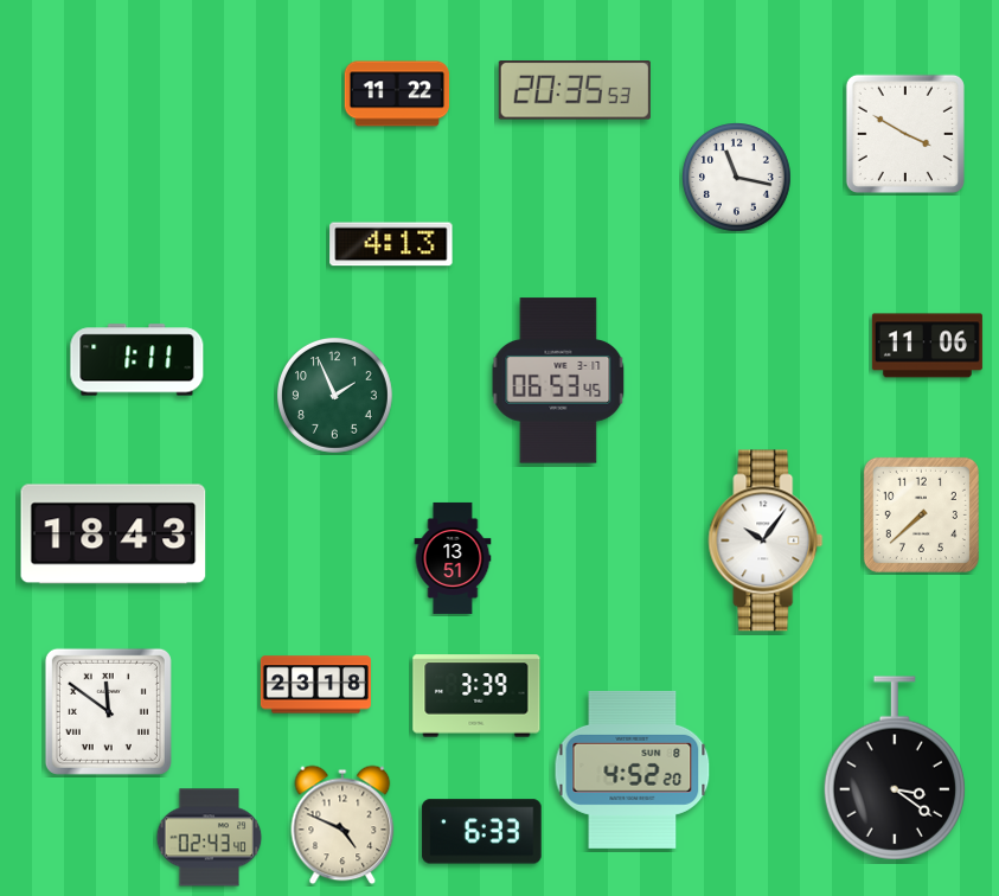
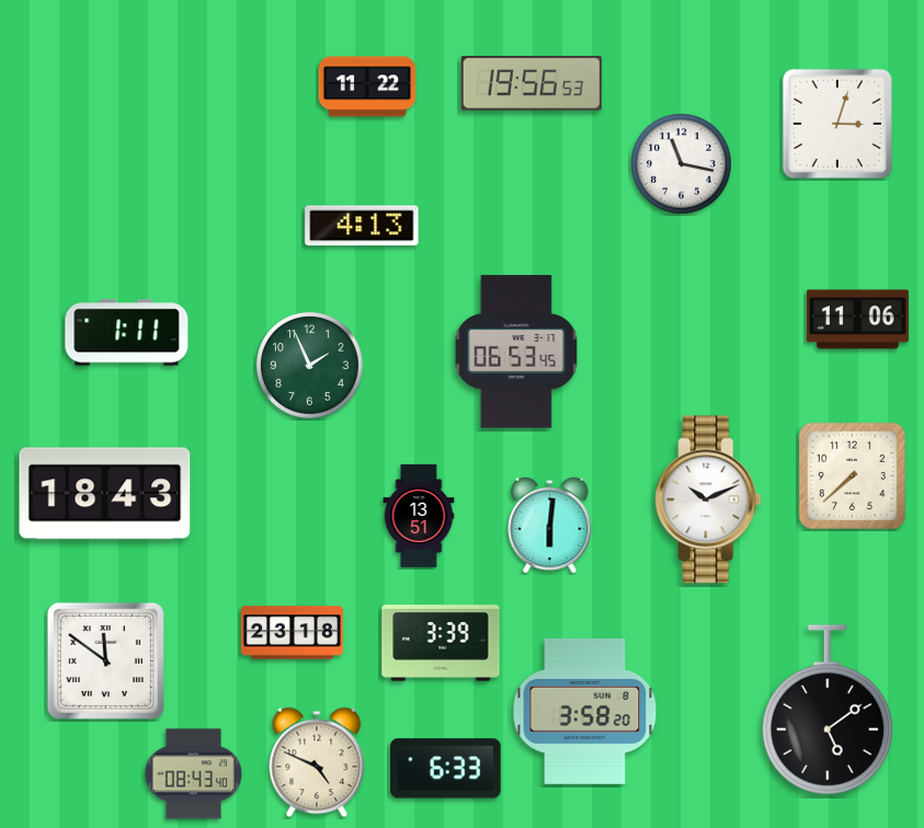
clock at (575, 90): 20:35 -> 19:56
clock at (905, 134): 3:50 -> 3:03
clock at (766, 540): 10:06 -> 10:11
clock at (550, 525): none -> 6:01
clock at (108, 711) position: (108, 711) -> (105, 660)
clock at (895, 768): 3:21 -> 5:09
clock at (633, 769): 4:52 -> 3:58
clock at (210, 838): 02:43 -> 08:43
